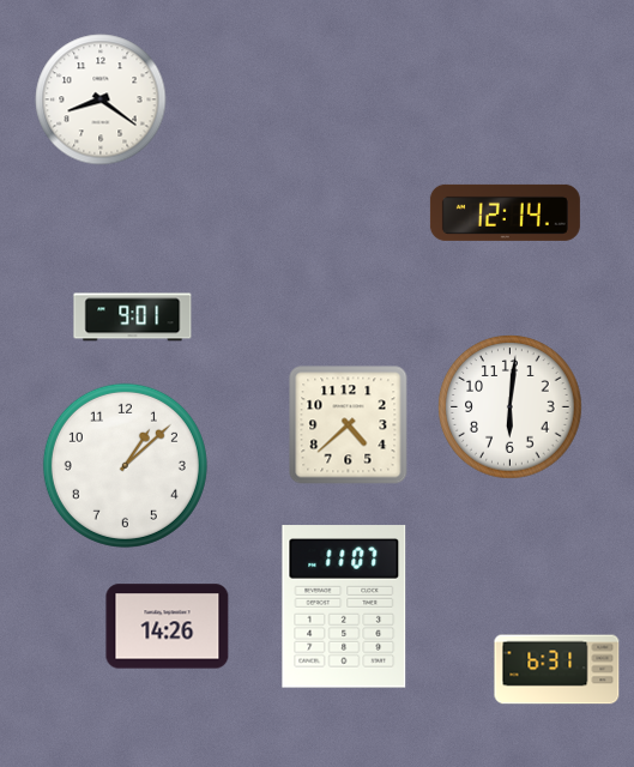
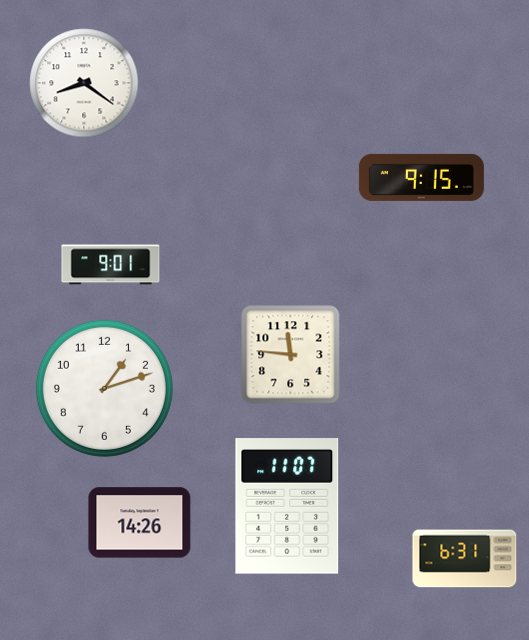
clock at (505, 212): 12:14 -> 9:15
clock at (511, 407): 6:01 -> none
clock at (348, 424): 4:38 -> 11:46
clock at (125, 465): 1:08 -> 1:12
